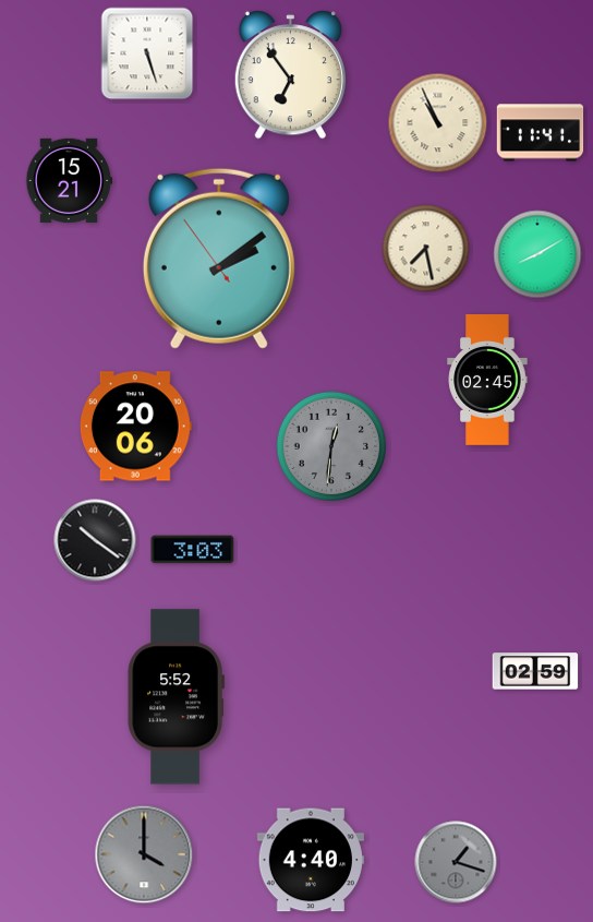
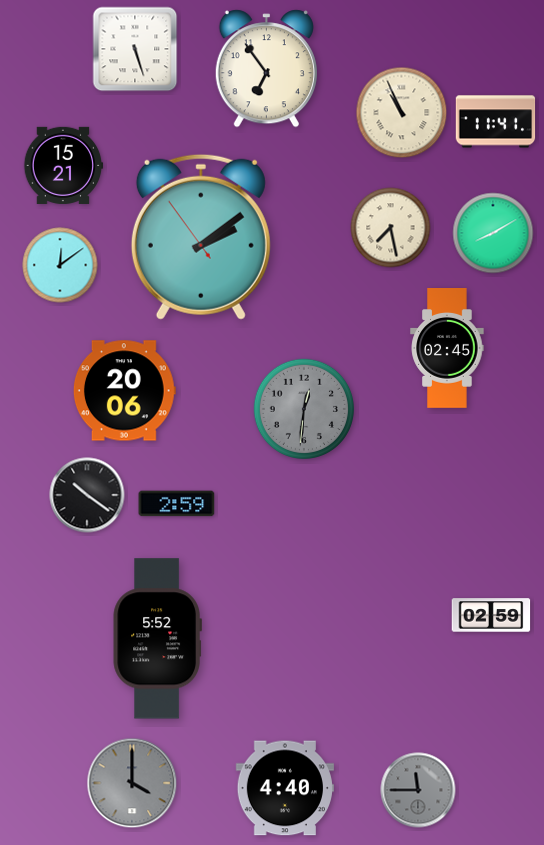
clock at (60, 265): none -> 12:09
clock at (193, 550): 3:03 -> 2:59
clock at (176, 697) position: (176, 697) -> (157, 639)
clock at (456, 862): 1:18 -> 11:45
